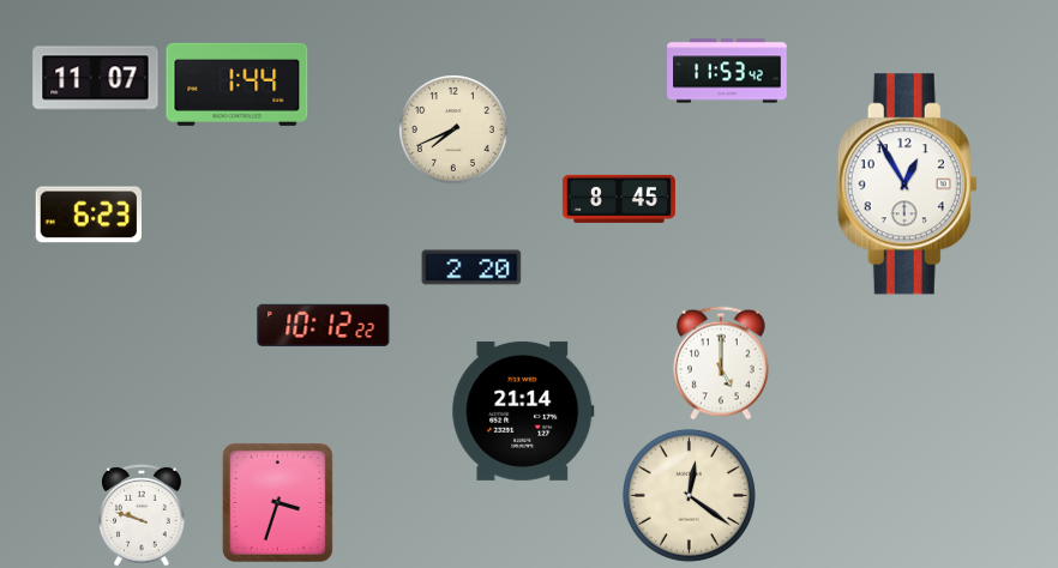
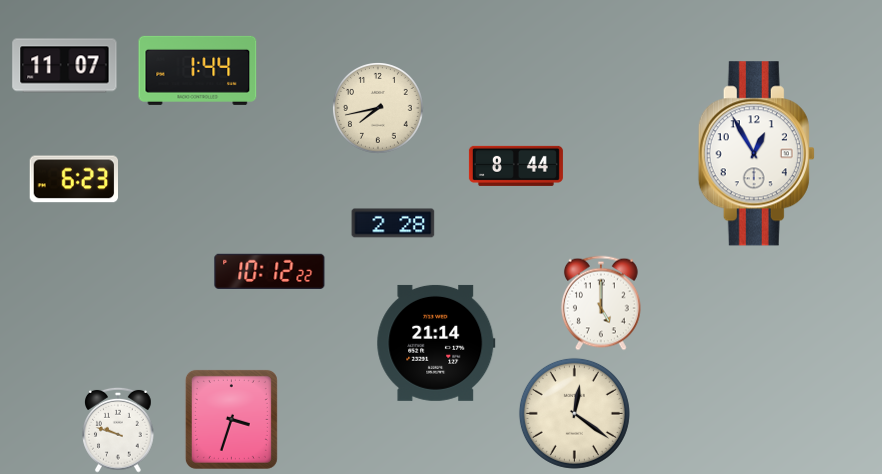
clock at (727, 71): 11:53 -> none
clock at (96, 79) position: (96, 79) -> (65, 66)
clock at (455, 131): 7:41 -> 7:43
clock at (619, 199): 8:45 -> 8:44
clock at (471, 267): 2:20 -> 2:28
